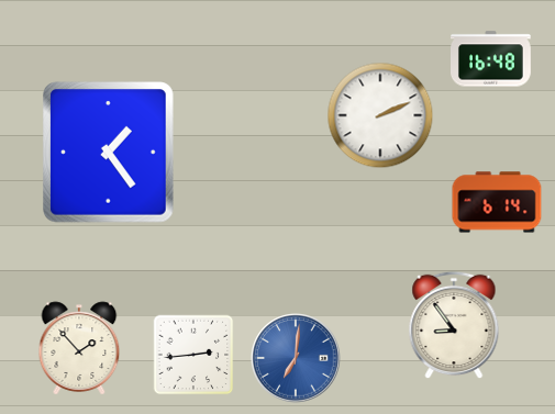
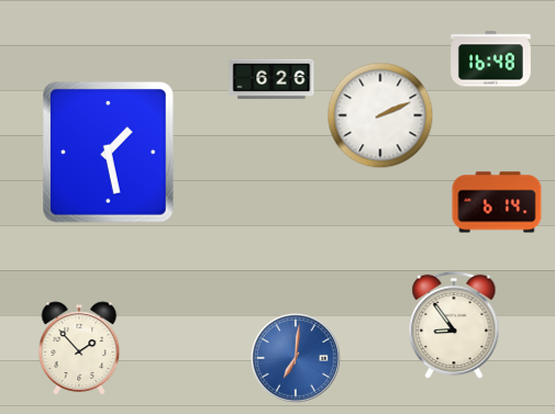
clock at (271, 79): none -> 6:26
clock at (109, 153): 1:24 -> 1:28
clock at (193, 355): 2:44 -> none
